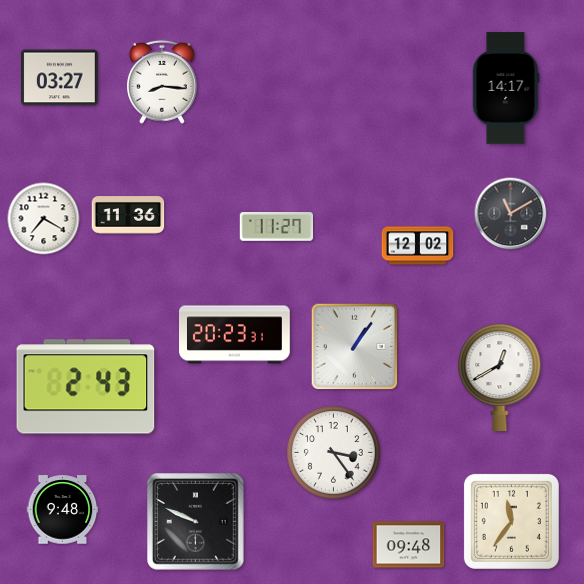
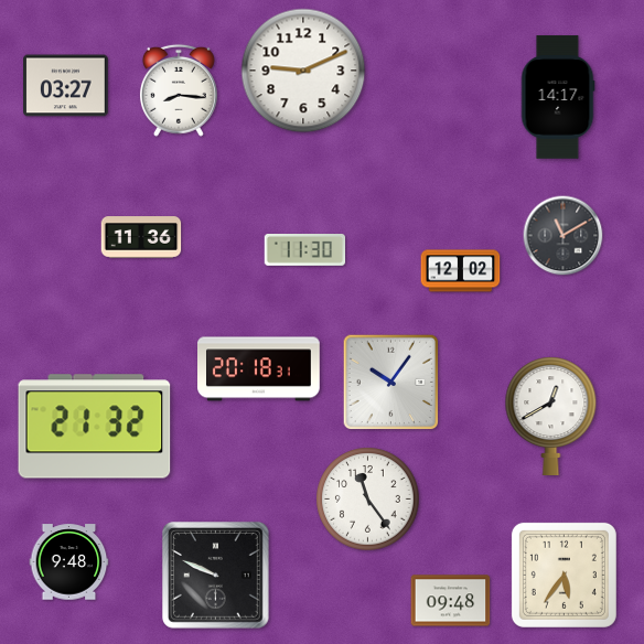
clock at (303, 71): none -> 9:11
clock at (44, 219): 7:20 -> none
clock at (277, 227): 11:27 -> 11:30
clock at (235, 335): 20:23 -> 20:18
clock at (355, 347): 1:06 -> 10:06
clock at (86, 387): 2:43 -> 21:32
clock at (334, 453): 3:24 -> 11:24
clock at (511, 521): 11:36 -> 5:36
